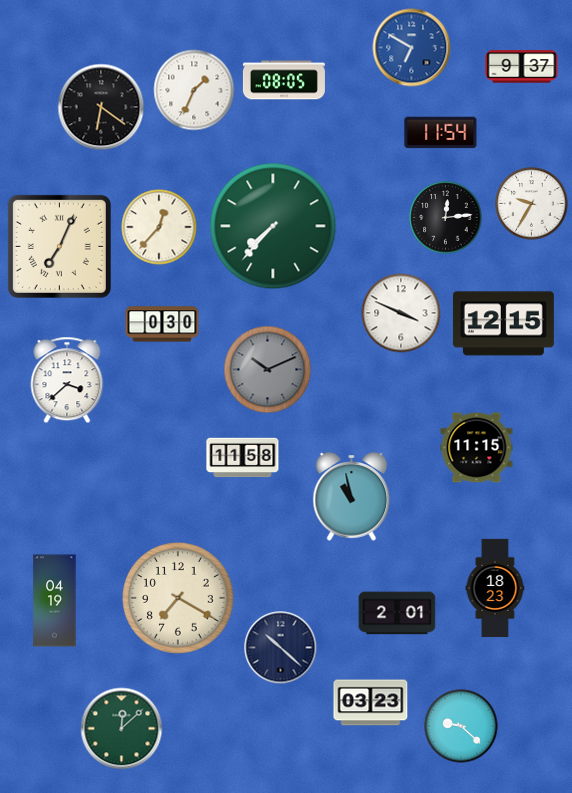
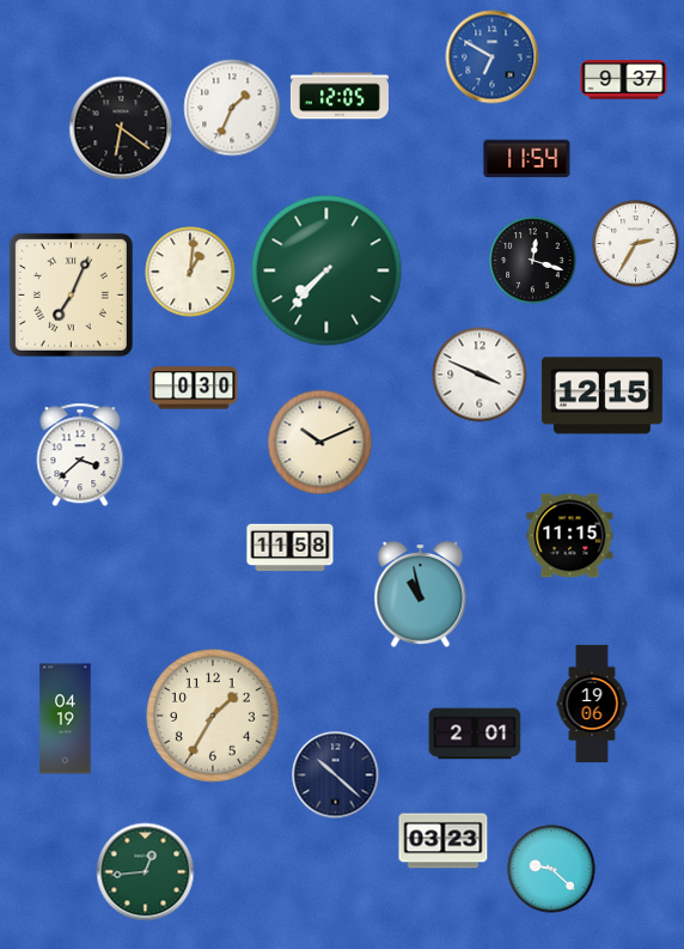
clock at (284, 80): 08:05 -> 12:05
clock at (532, 204): 9:35 -> 2:35
clock at (446, 218): 12:14 -> 12:18
clock at (159, 227): 12:37 -> 1:01
clock at (503, 324) position: (503, 324) -> (601, 396)
clock at (268, 370) dial: grey -> cream
clock at (495, 588): 18:23 -> 19:06
clock at (178, 598): 7:20 -> 1:35
clock at (122, 729): 12:08 -> 12:44
